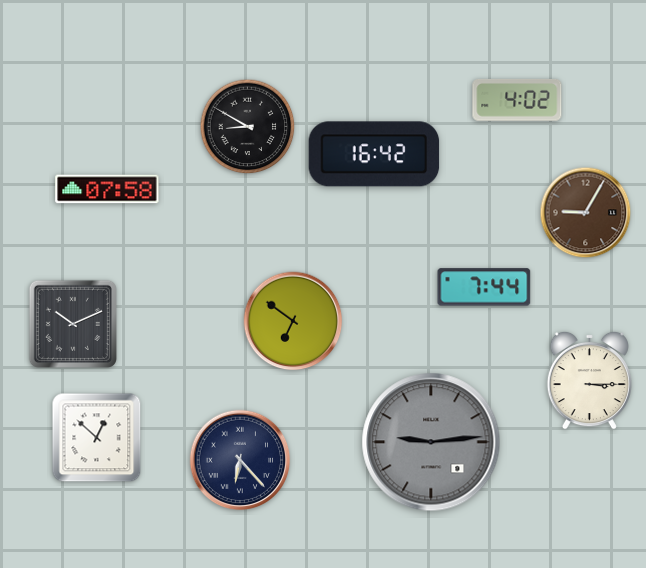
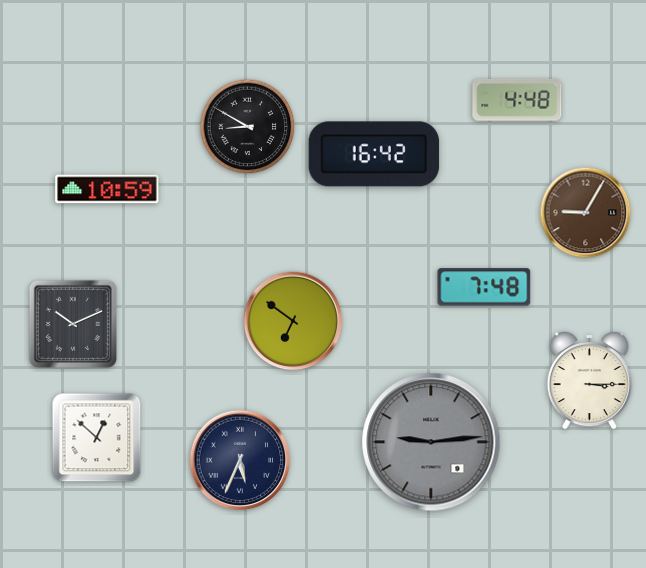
clock at (517, 100): 4:02 -> 4:48
clock at (107, 189): 07:58 -> 10:59
clock at (484, 287): 7:44 -> 7:48
clock at (240, 460): 6:23 -> 5:34
